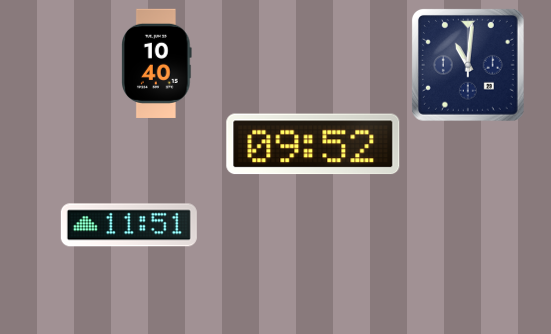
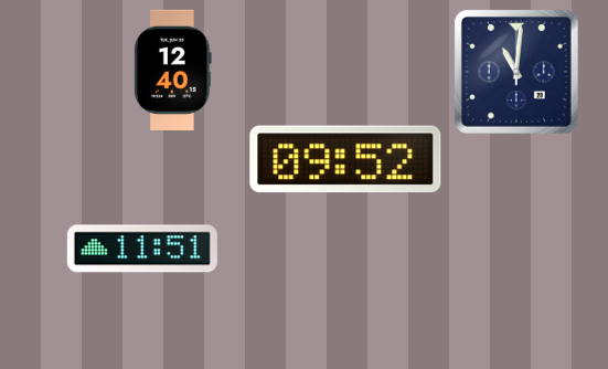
clock at (157, 63): 10:40 -> 12:40
